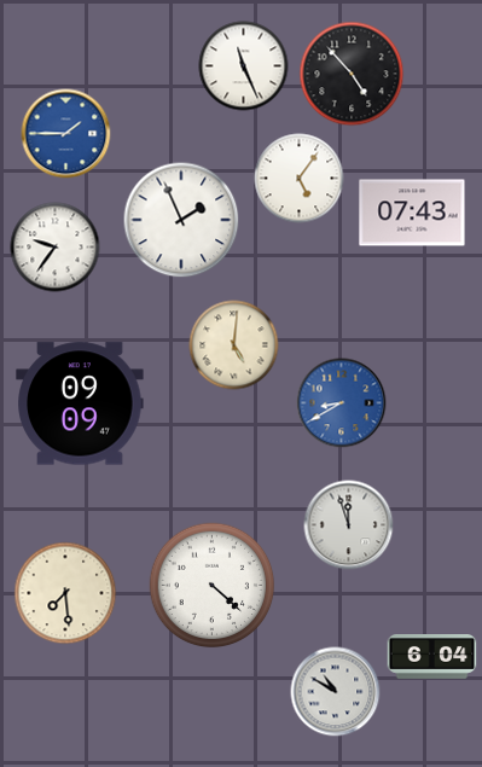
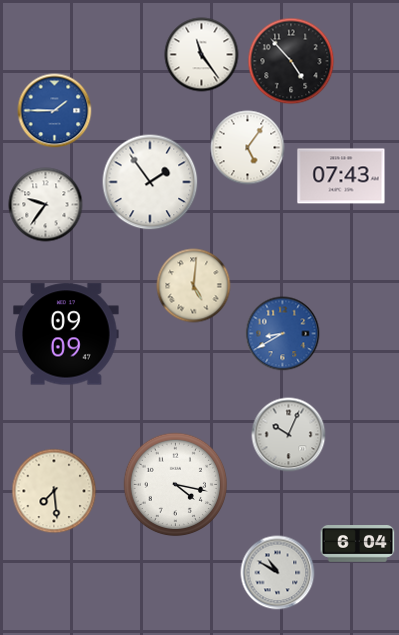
clock at (244, 66): 11:26 -> 11:24
clock at (181, 220): 1:56 -> 1:54
clock at (349, 525): 11:57 -> 10:04
clock at (213, 586): 4:22 -> 4:17
